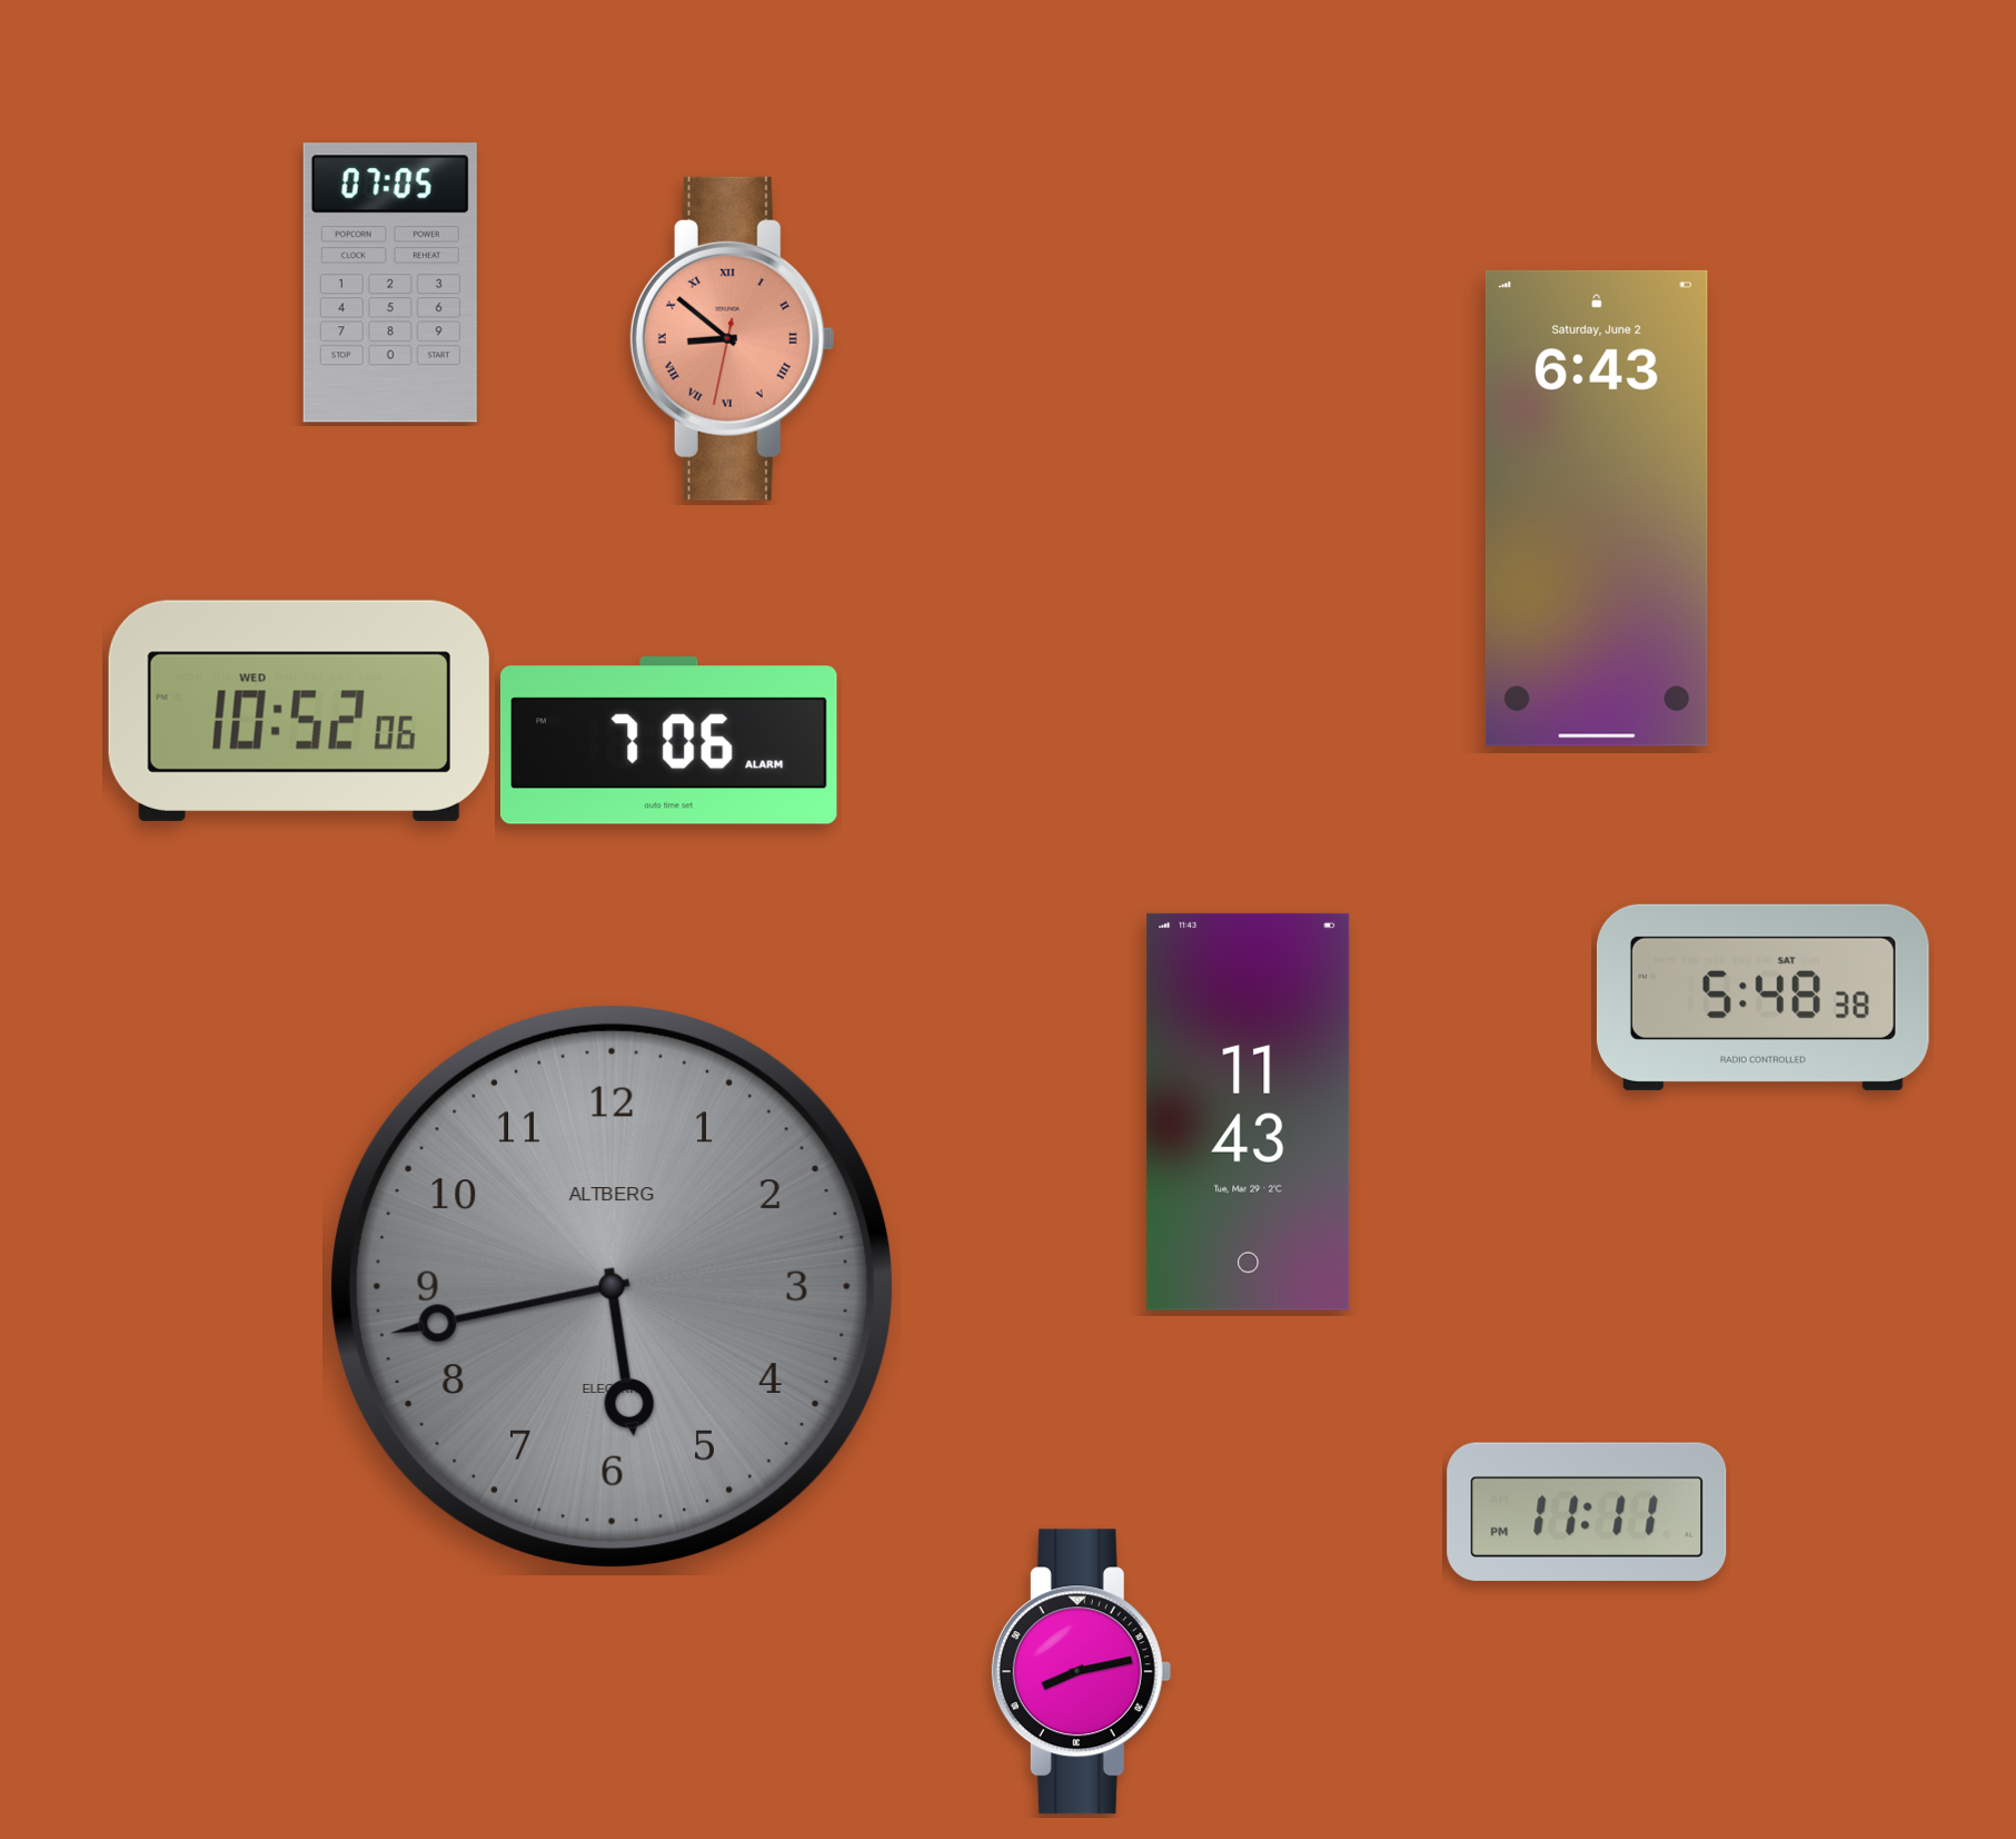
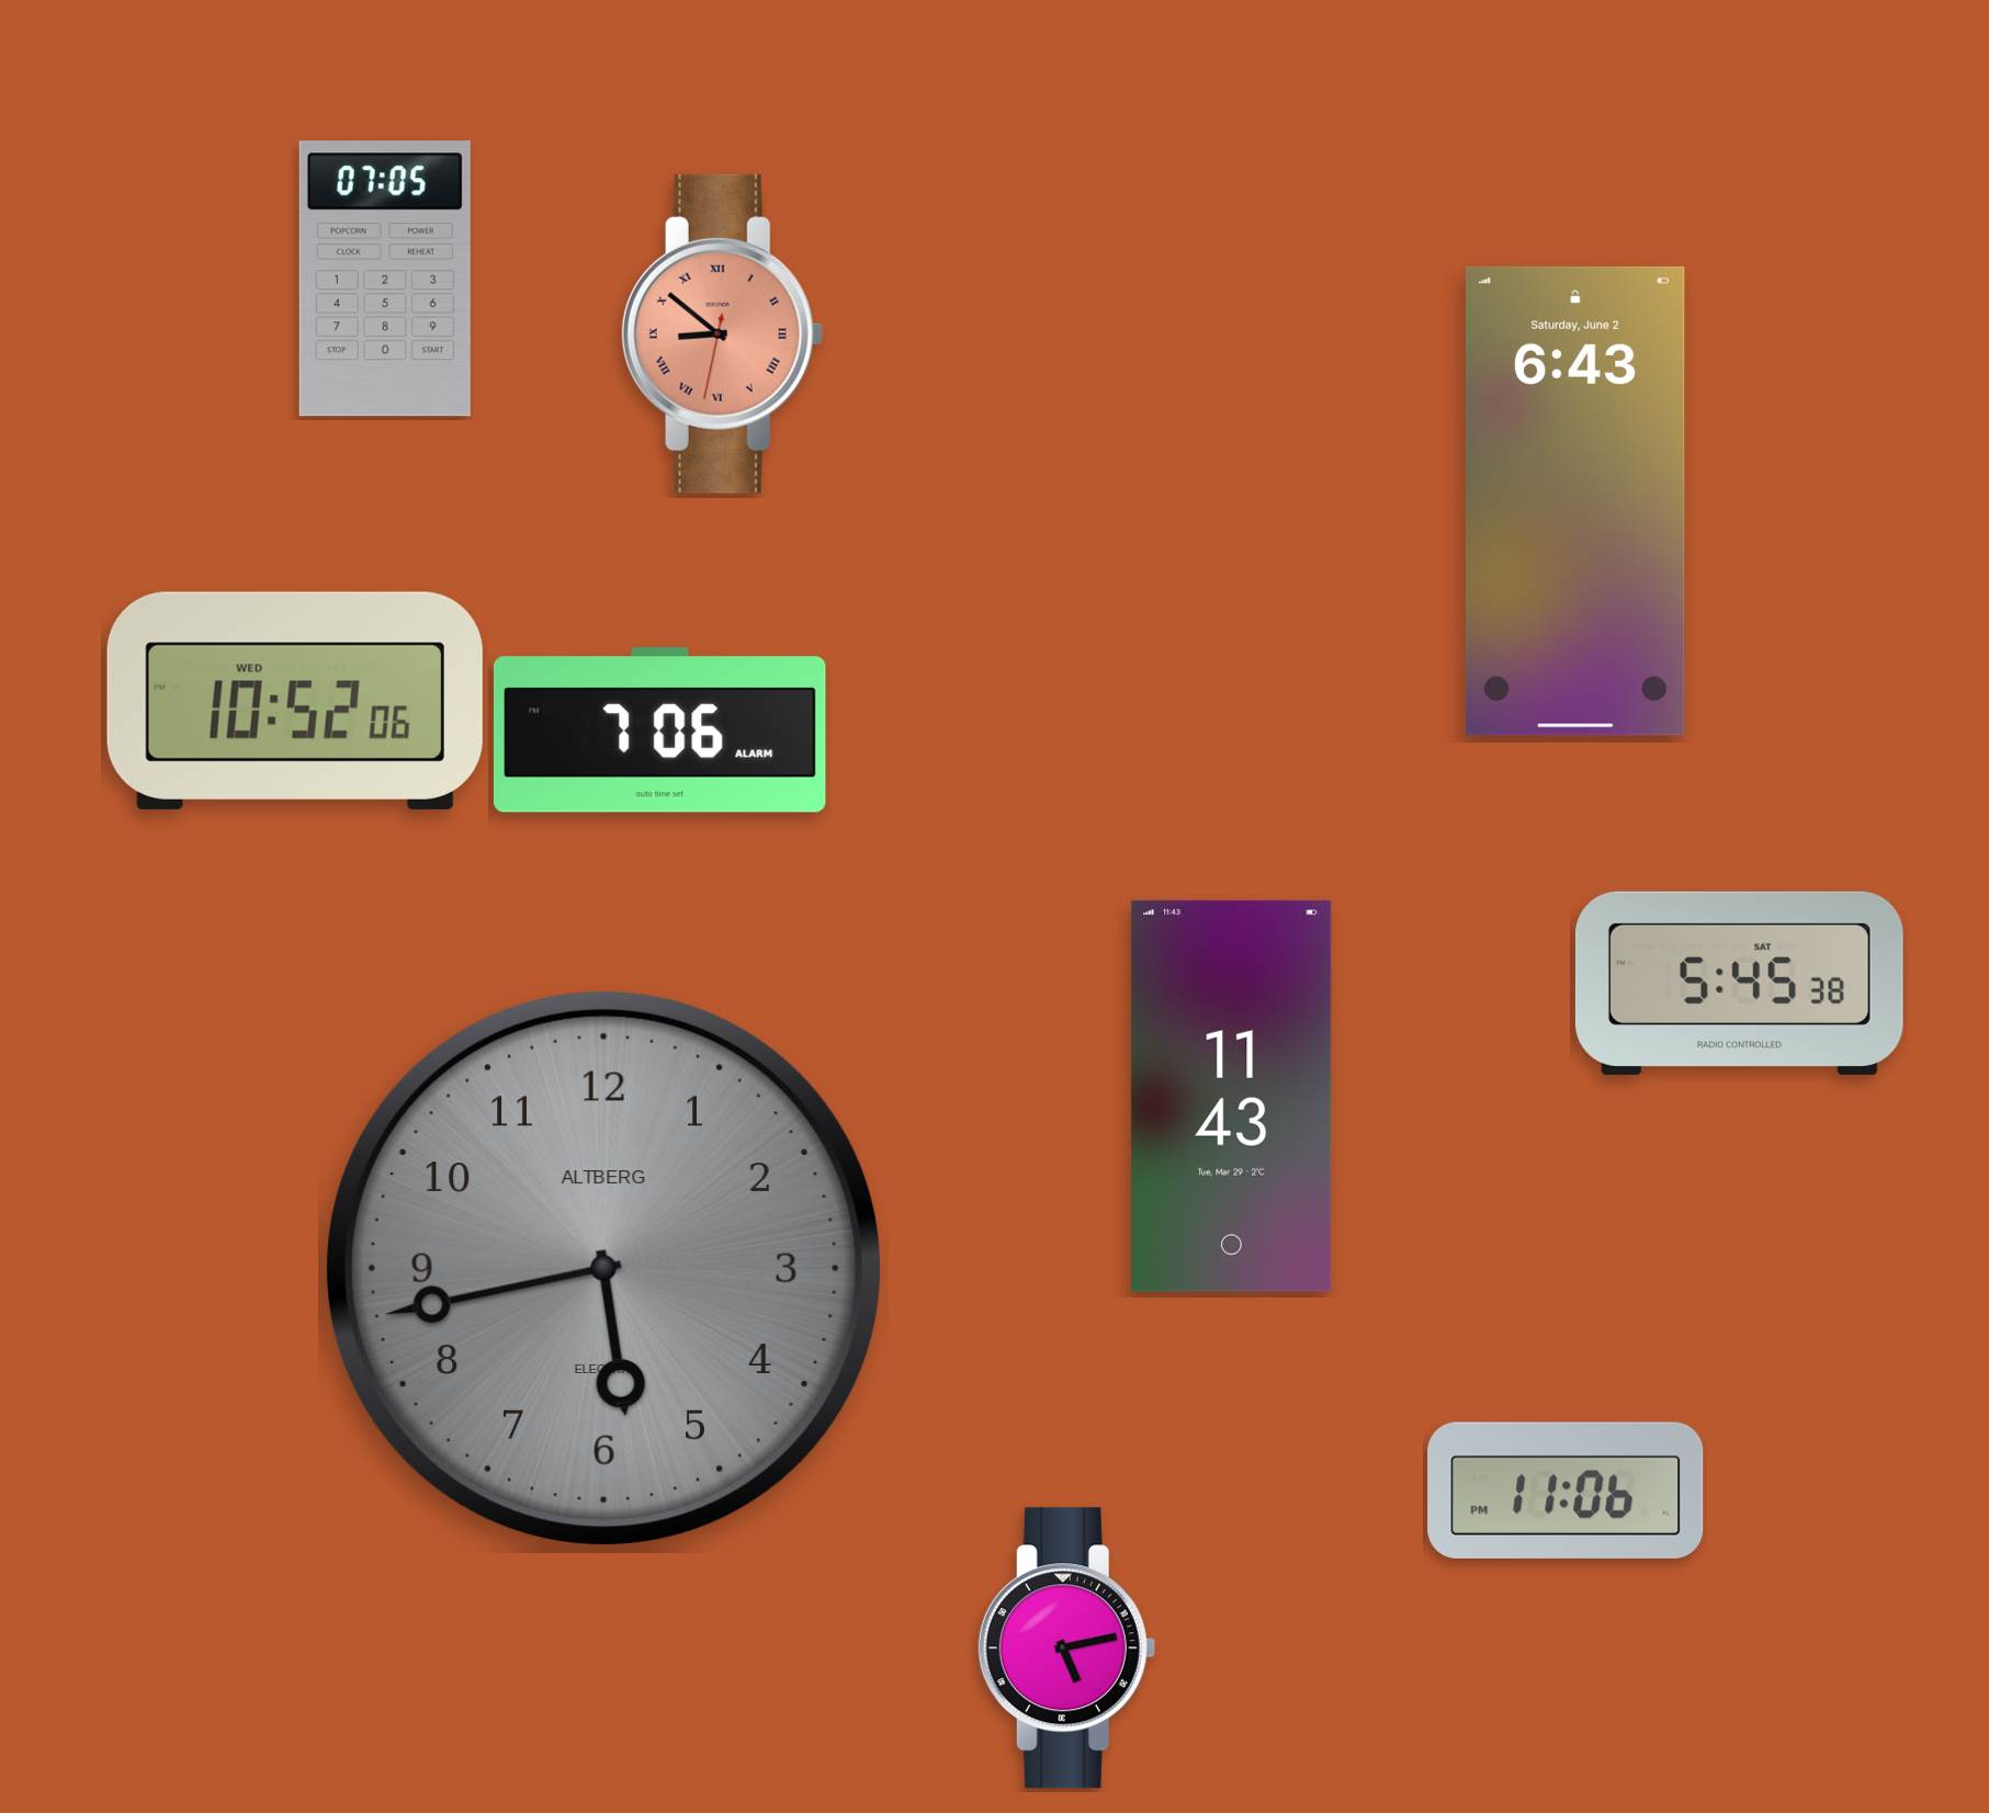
clock at (1762, 997): 5:48 -> 5:45
clock at (1587, 1512): 11:11 -> 11:06
clock at (1081, 1672): 8:13 -> 5:13
